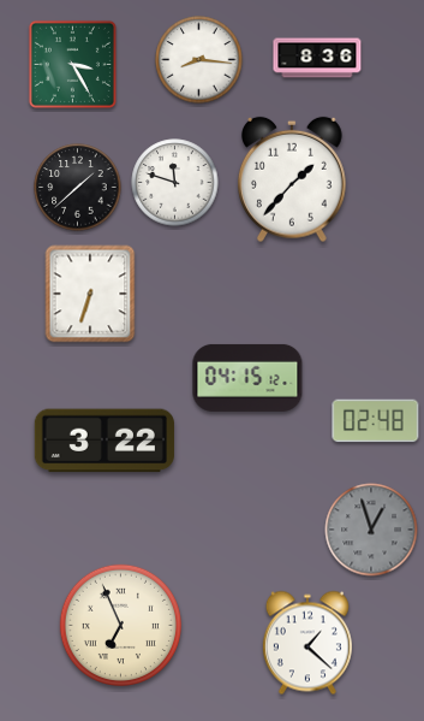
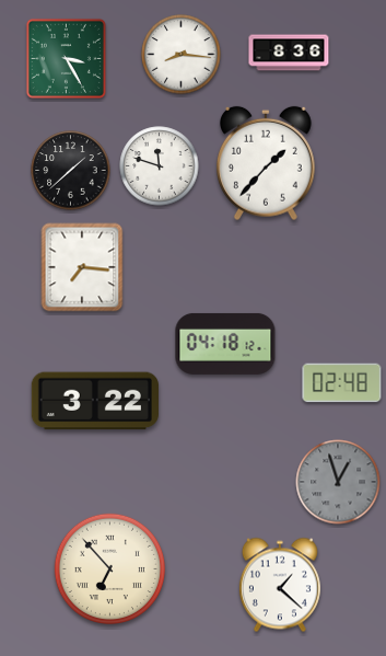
clock at (90, 294): 6:33 -> 7:16
clock at (247, 378): 04:15 -> 04:18
clock at (120, 625): 6:56 -> 6:53
